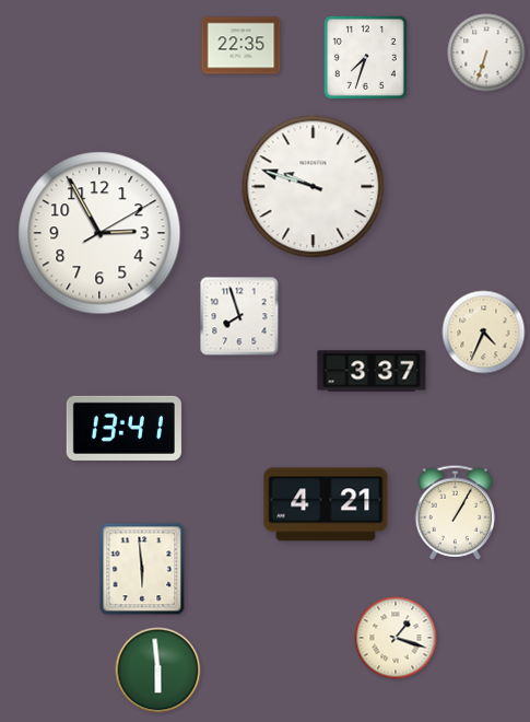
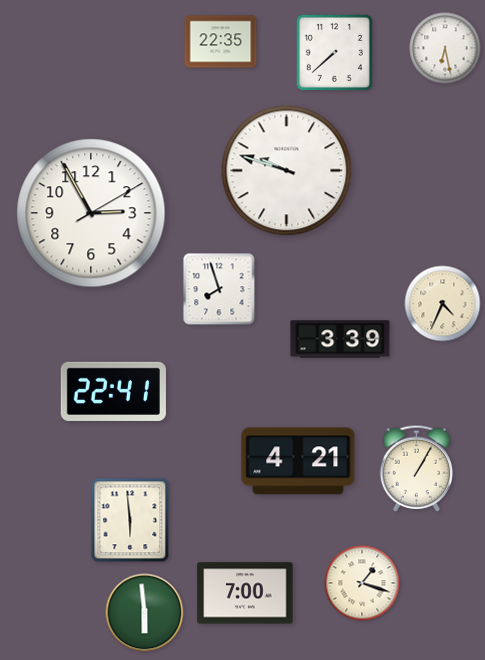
clock at (486, 53): 6:33 -> 6:28
clock at (365, 57): 7:33 -> 7:38
clock at (372, 371): 3:37 -> 3:39
clock at (123, 428): 13:41 -> 22:41
clock at (245, 593): none -> 7:00
